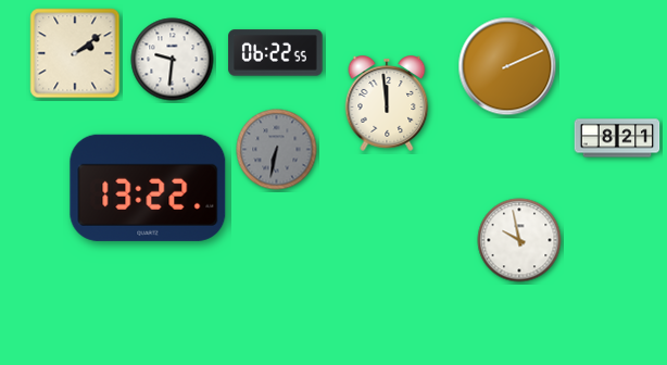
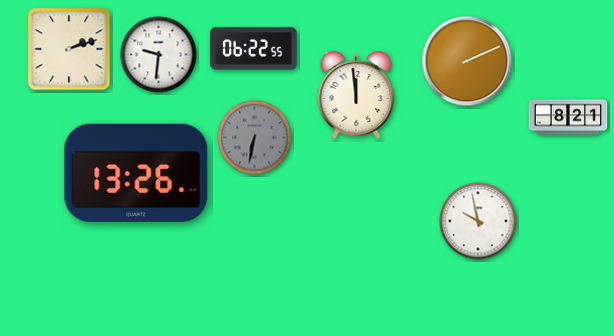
clock at (75, 53): 2:09 -> 2:12
clock at (617, 138) position: (617, 138) -> (568, 117)
clock at (148, 188): 13:22 -> 13:26
